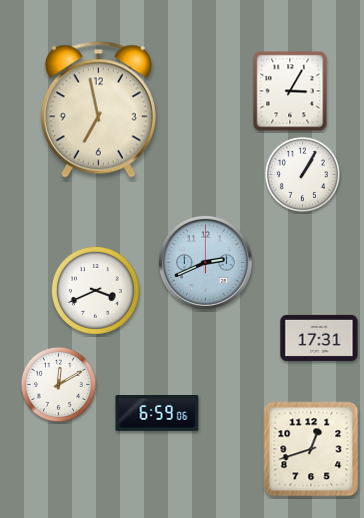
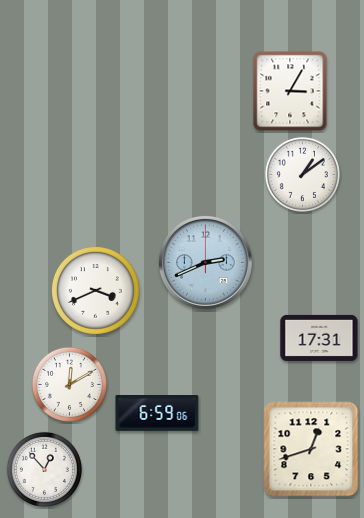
clock at (98, 109): 6:58 -> none
clock at (302, 174): 1:05 -> 1:09
clock at (58, 384) position: (58, 384) -> (69, 384)
clock at (44, 469): none -> 12:53
